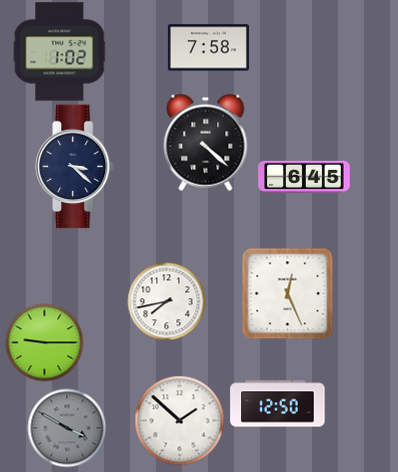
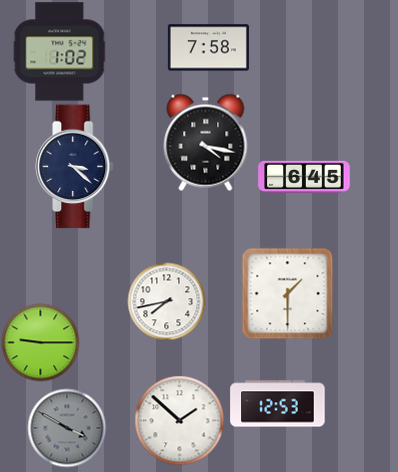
clock at (206, 142): 4:22 -> 4:17
clock at (287, 293): 12:26 -> 1:30
clock at (44, 342) position: (44, 342) -> (40, 342)
clock at (278, 404): 12:50 -> 12:53
